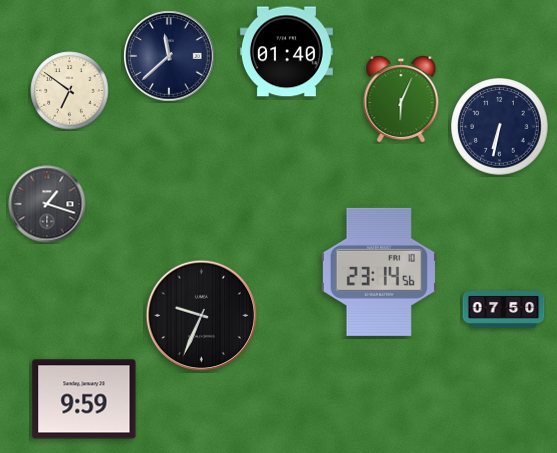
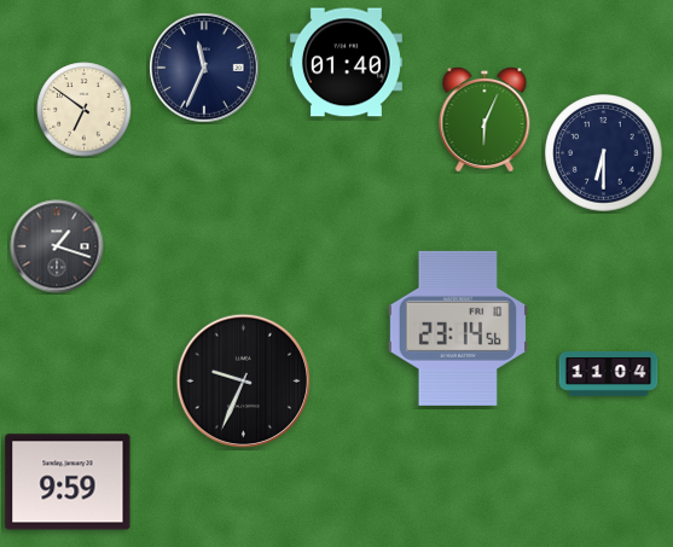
clock at (169, 56): 11:38 -> 11:34
clock at (500, 127): 6:32 -> 6:30
clock at (504, 309): 07:50 -> 11:04
clock at (84, 399) position: (84, 399) -> (68, 482)
